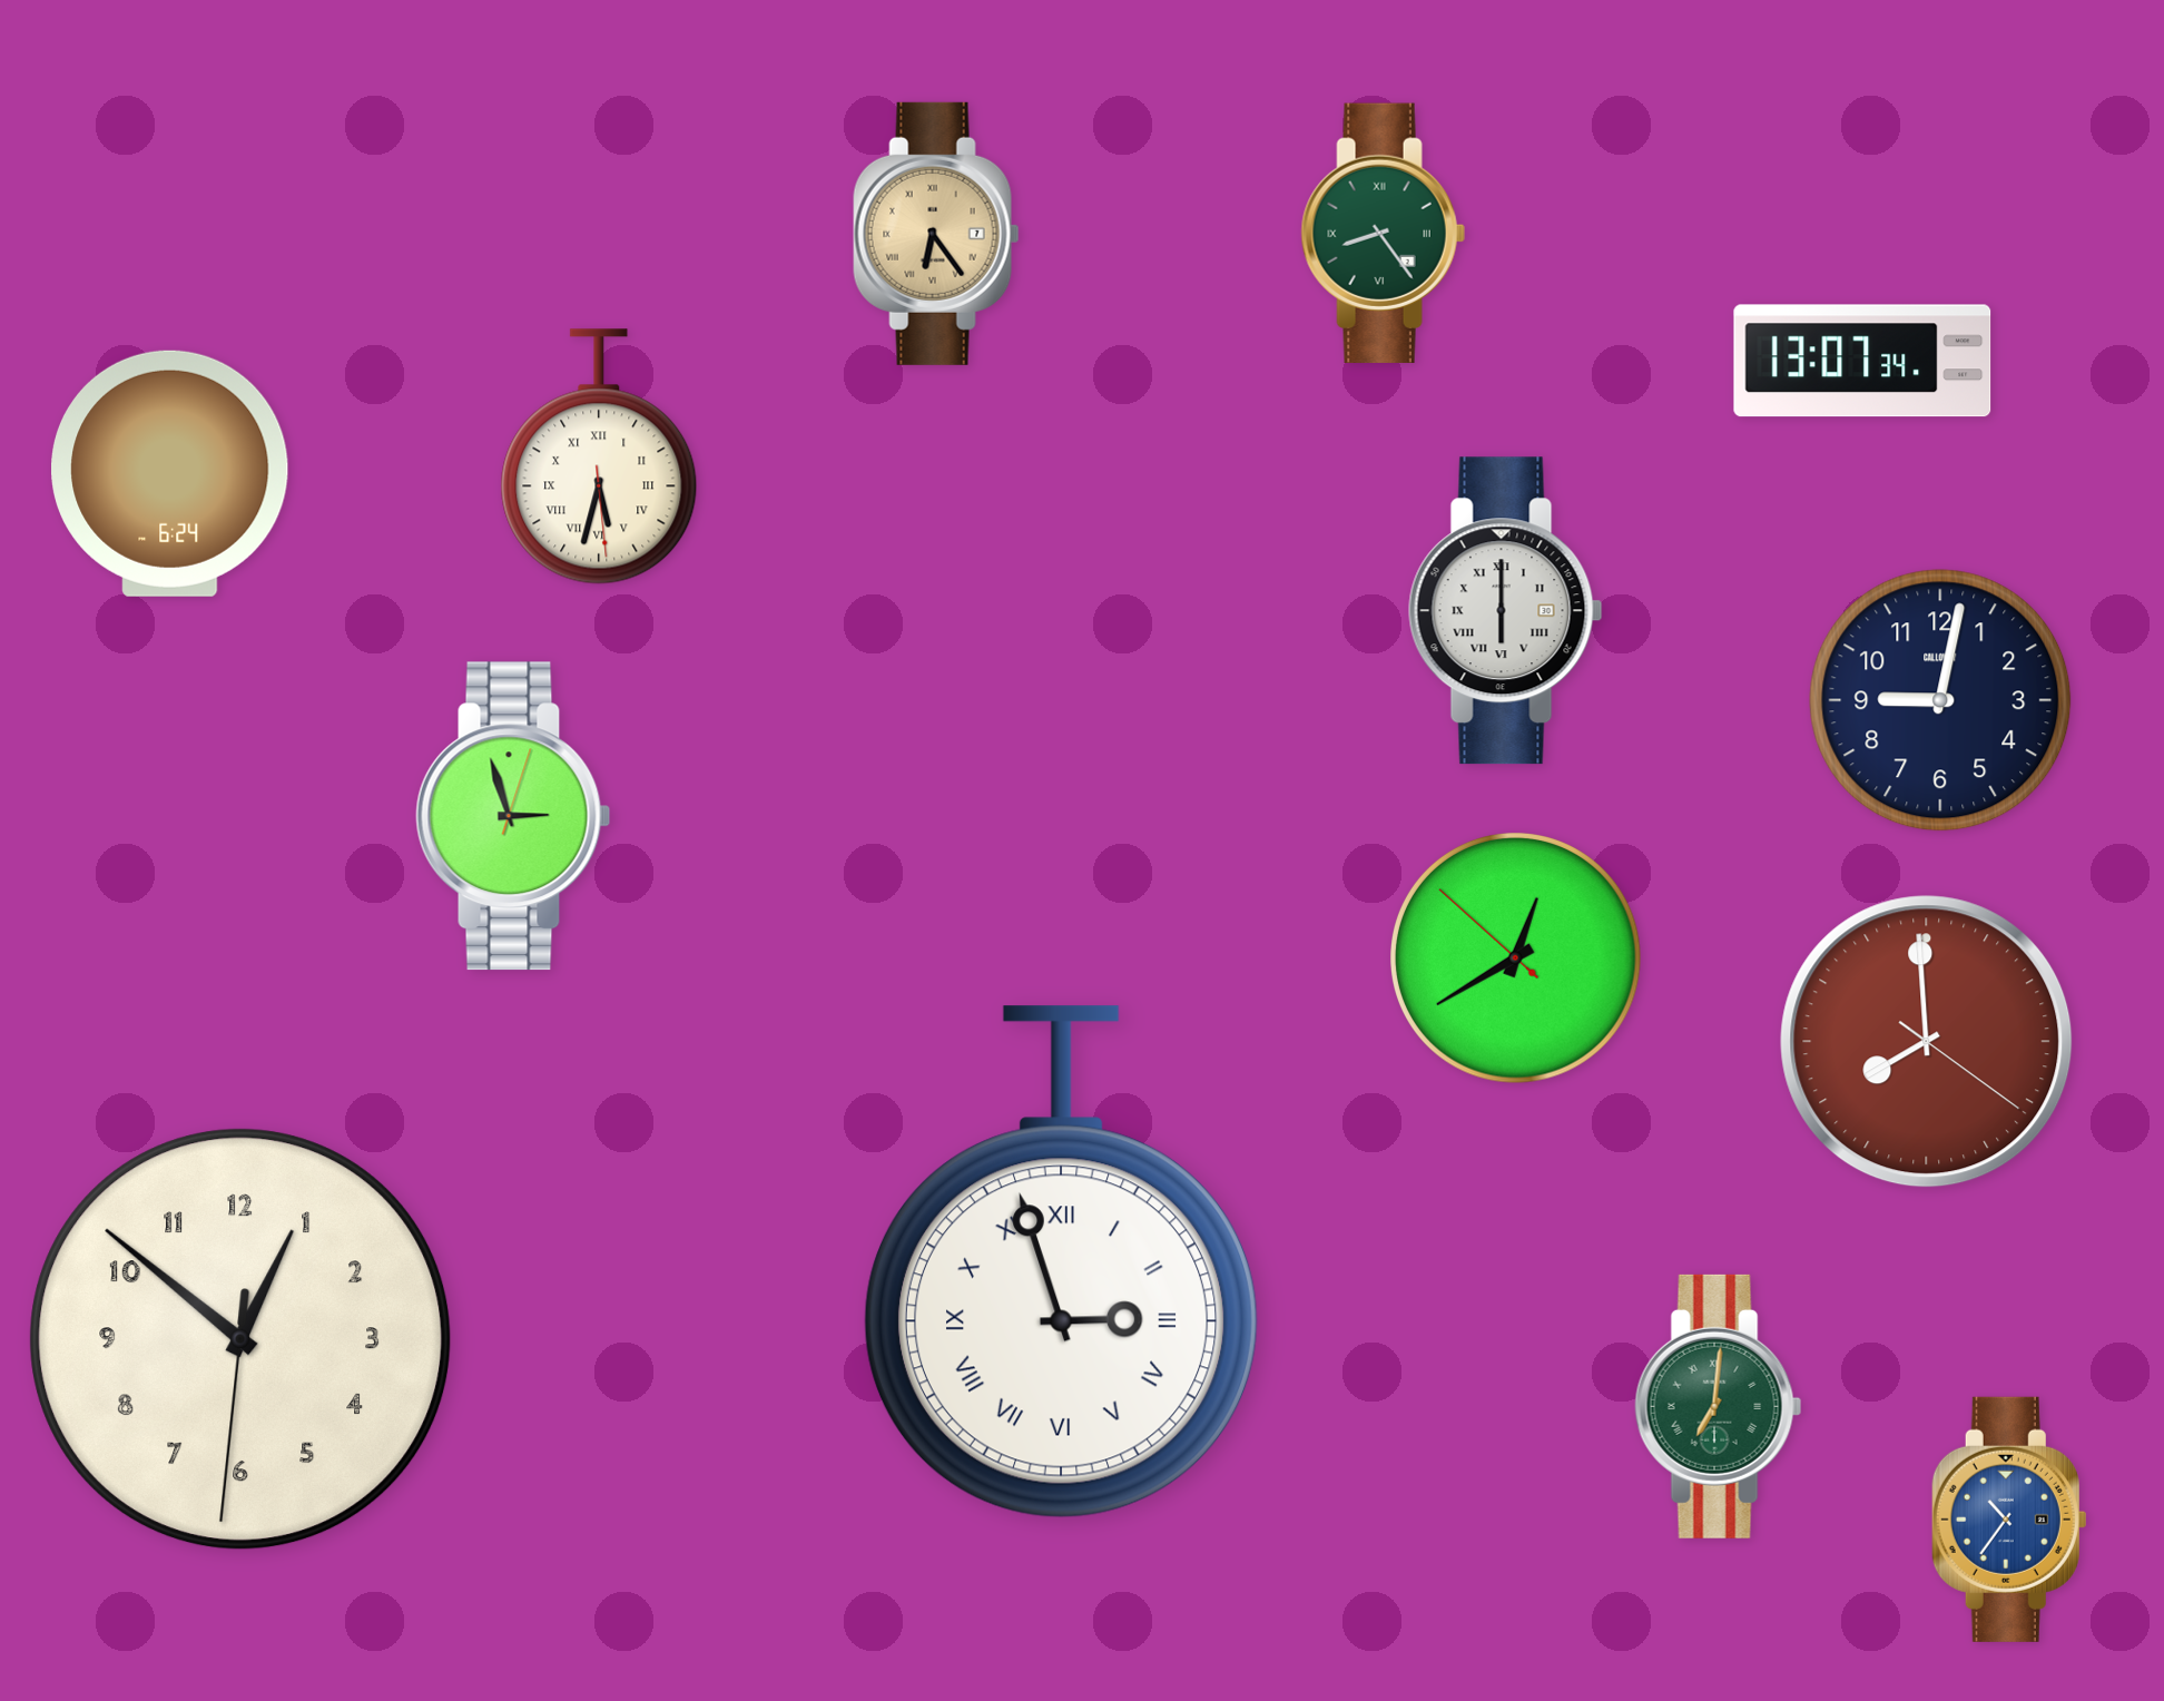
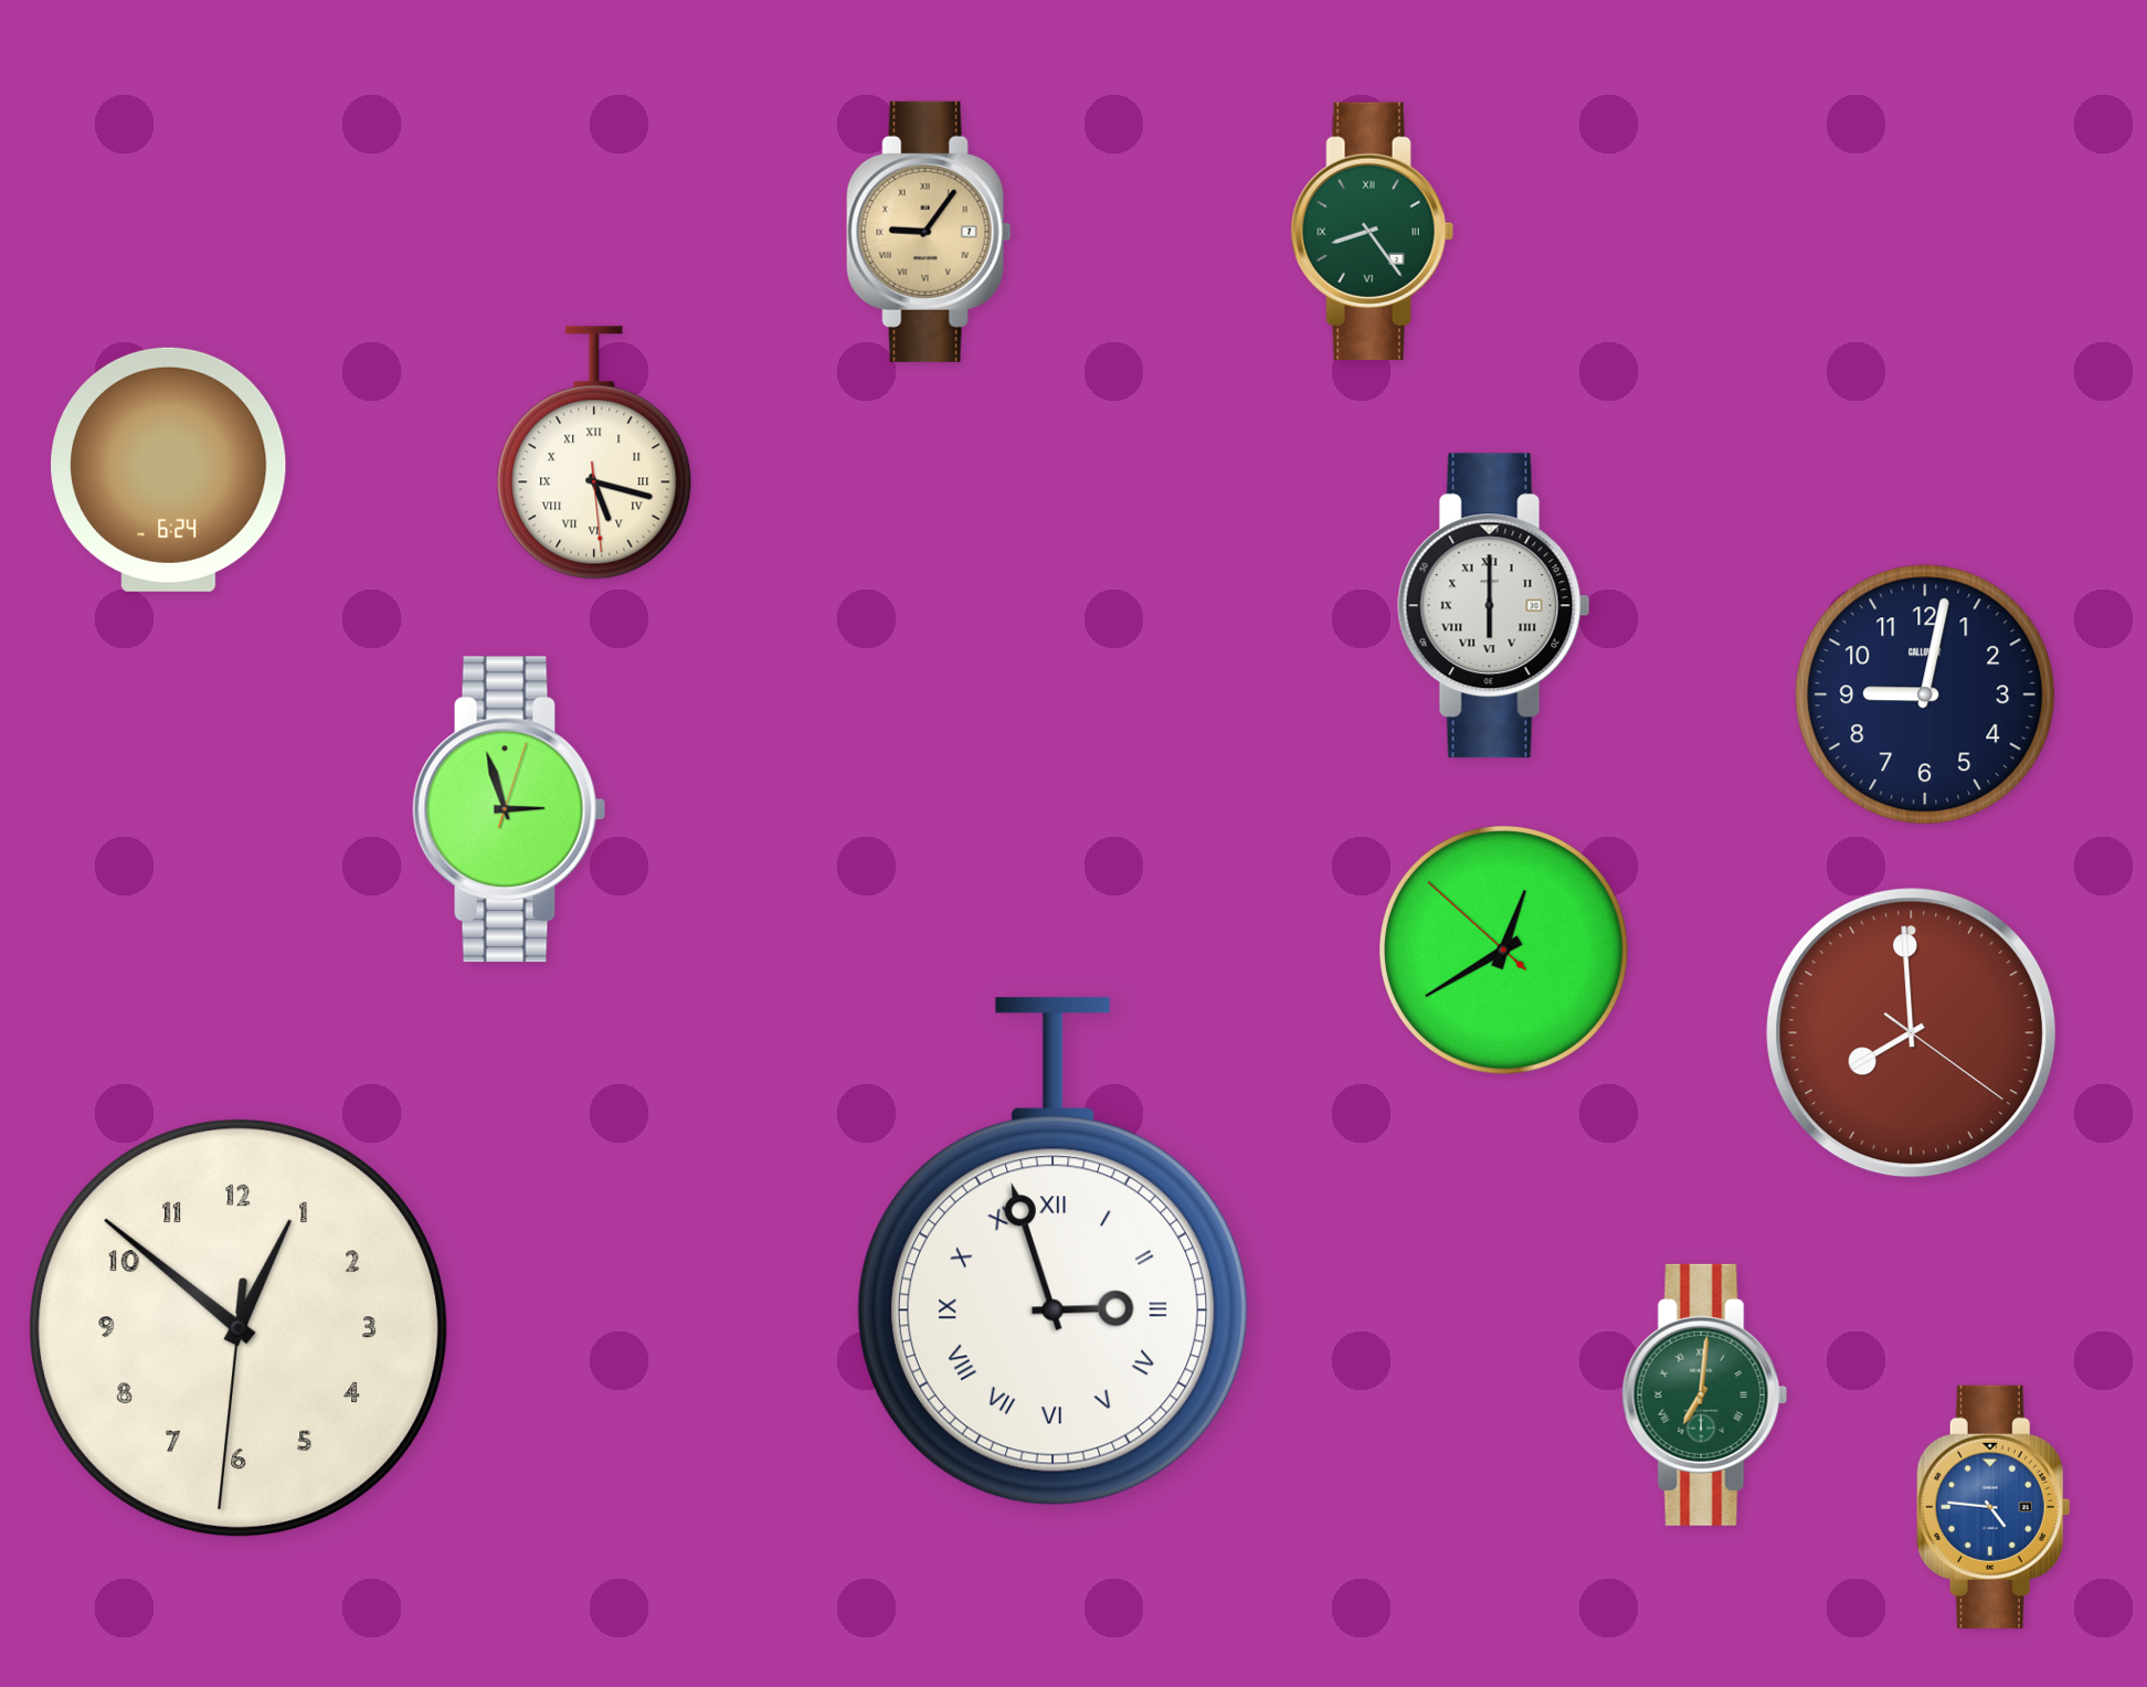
clock at (936, 234): 6:24 -> 9:06
clock at (1862, 361): 13:07 -> none
clock at (599, 456): 5:32 -> 5:17
clock at (2009, 1520): 10:36 -> 4:46
